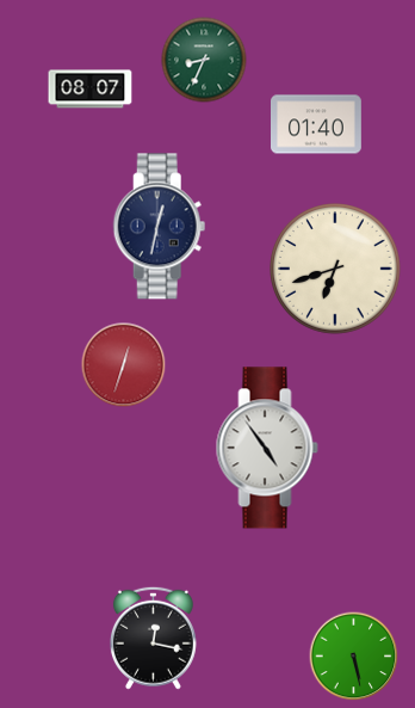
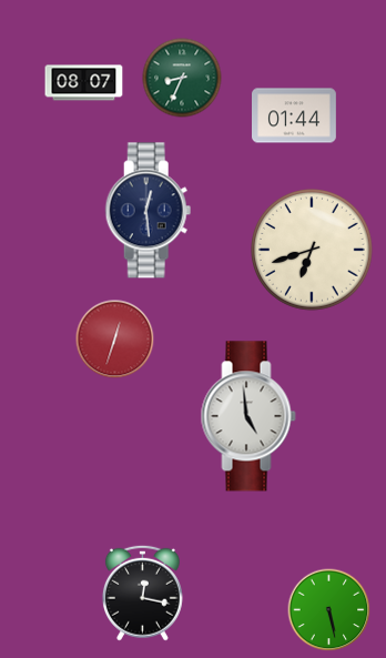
clock at (204, 60) position: (204, 60) -> (182, 78)
clock at (317, 124): 01:40 -> 01:44
clock at (160, 227): 12:32 -> 12:29
clock at (267, 448): 4:54 -> 4:59
